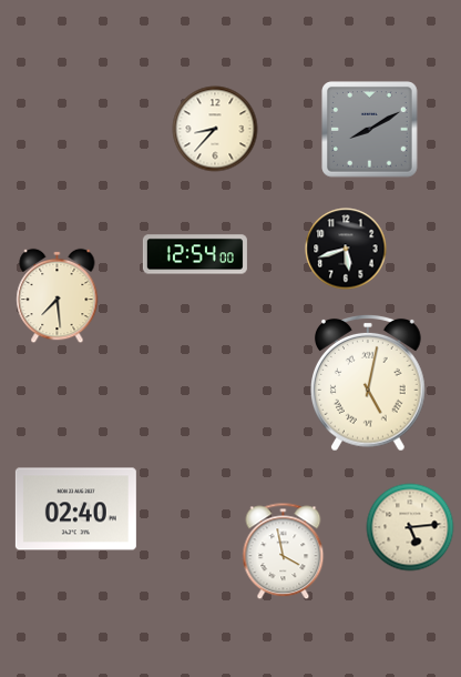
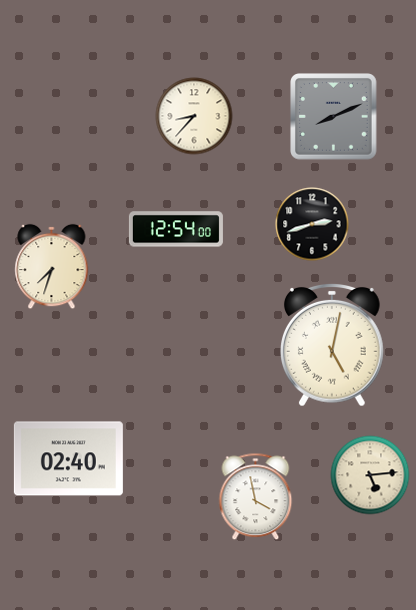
clock at (370, 130): 8:10 -> 8:11
clock at (346, 249): 5:42 -> 2:42
clock at (58, 296): 7:29 -> 7:33
